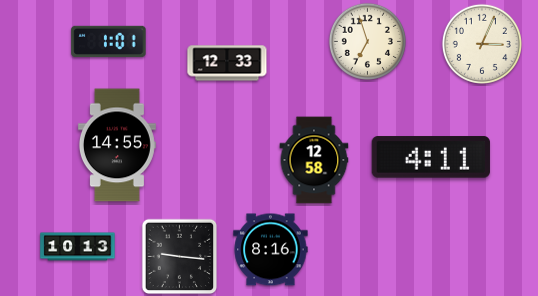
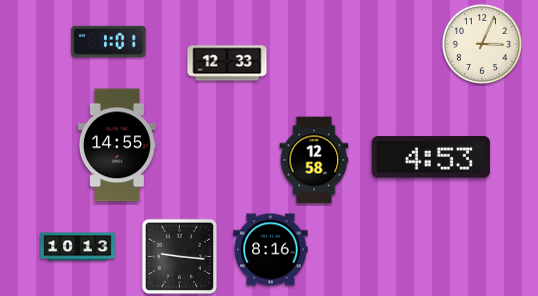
clock at (367, 41): 6:57 -> none
clock at (431, 157): 4:11 -> 4:53
